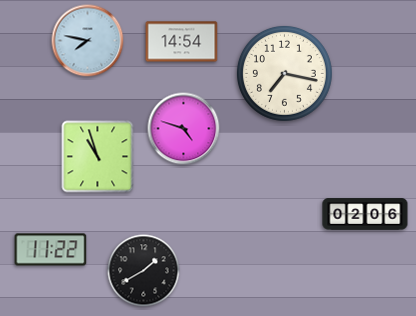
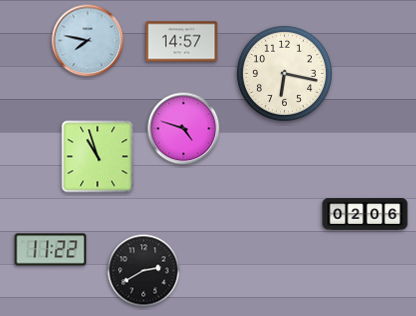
clock at (182, 42): 14:54 -> 14:57
clock at (284, 73): 7:17 -> 6:17
clock at (144, 271): 1:40 -> 2:40
